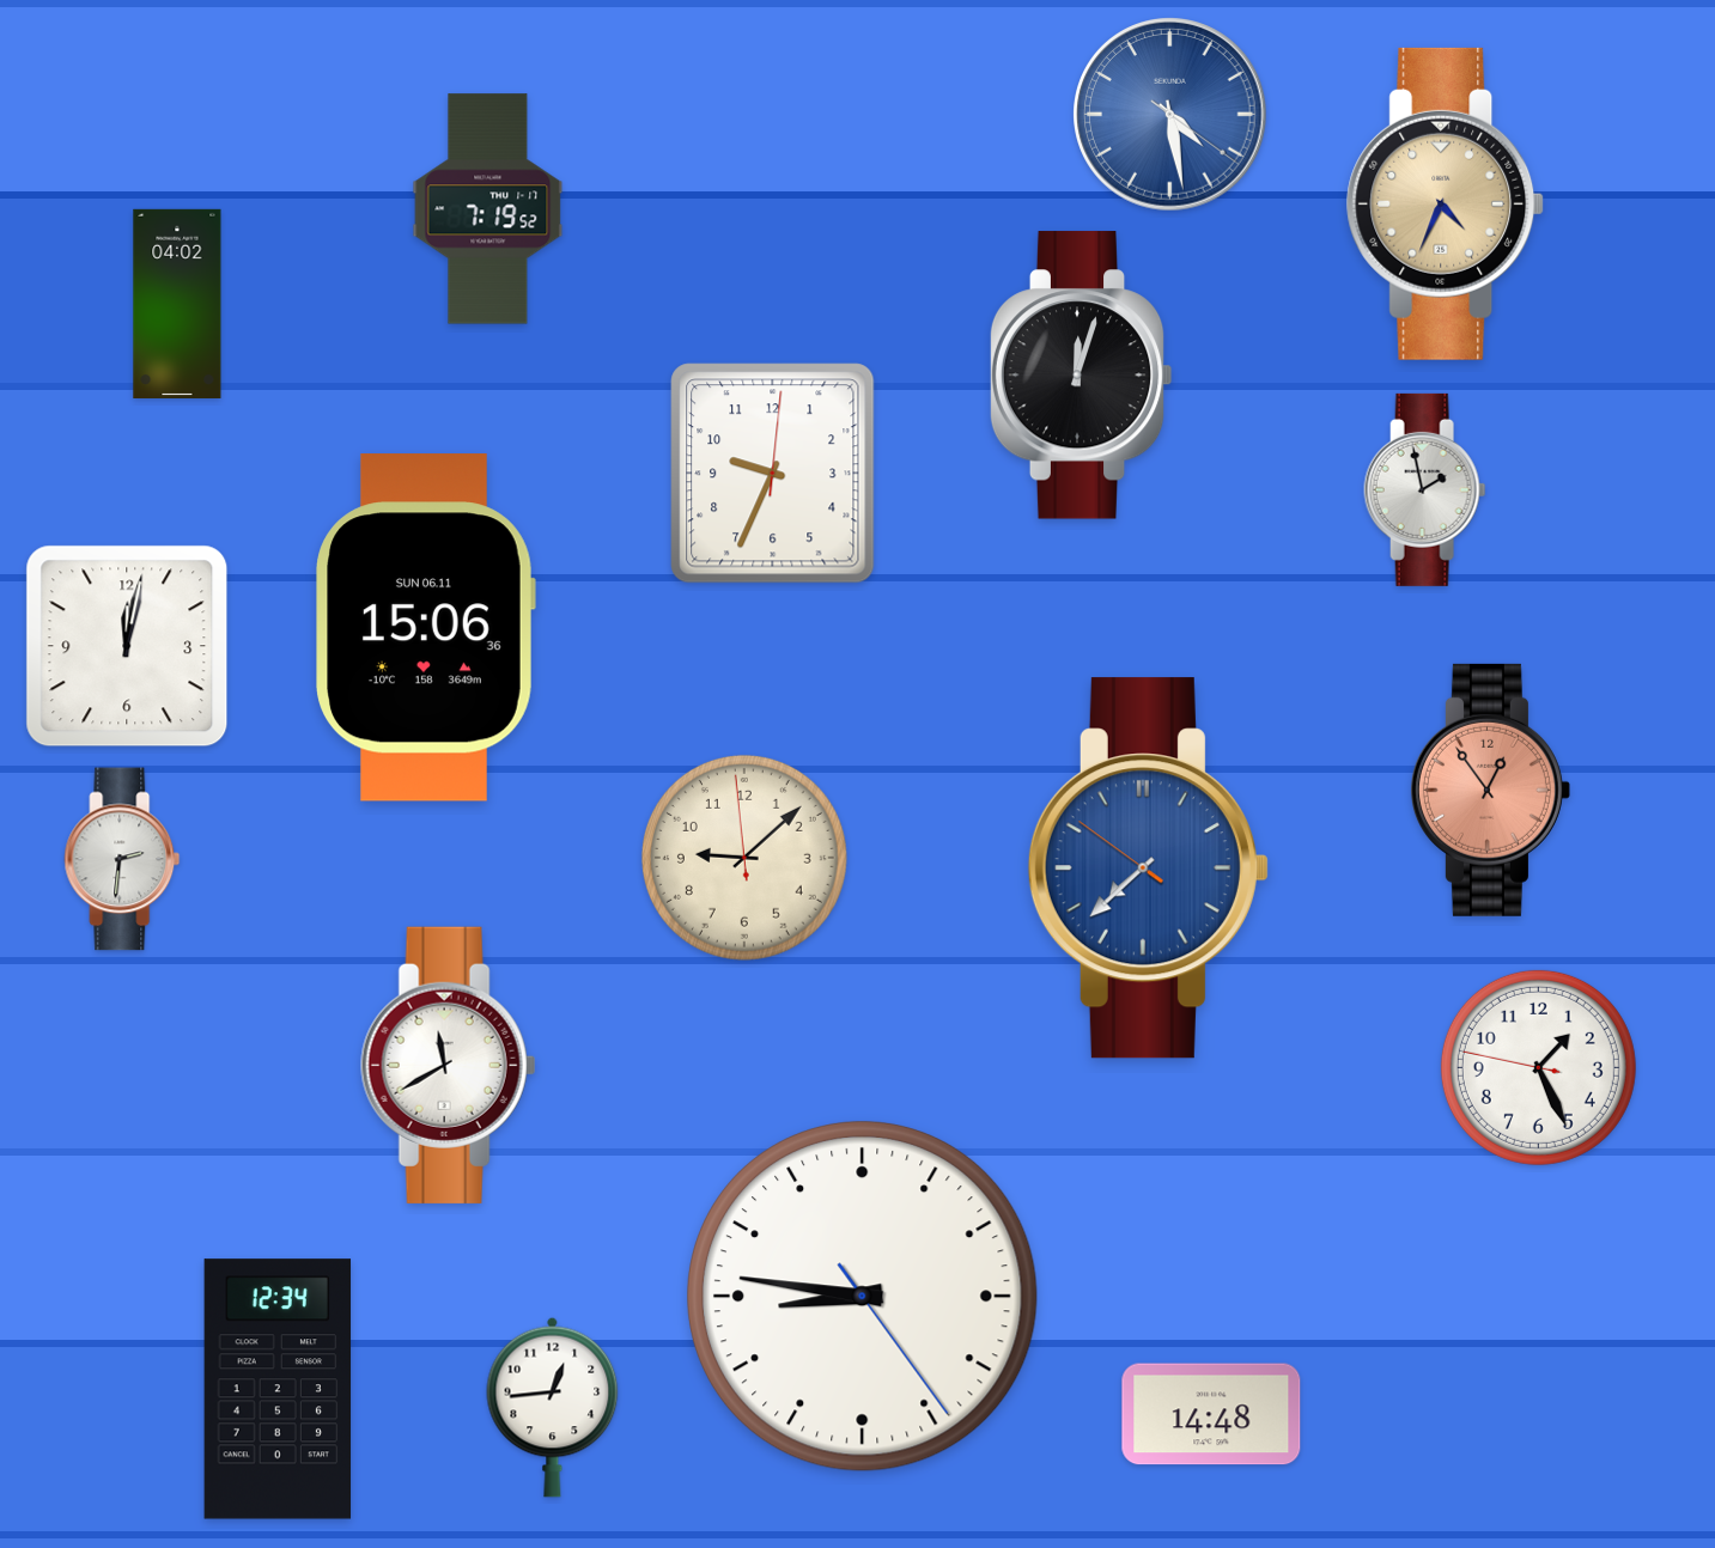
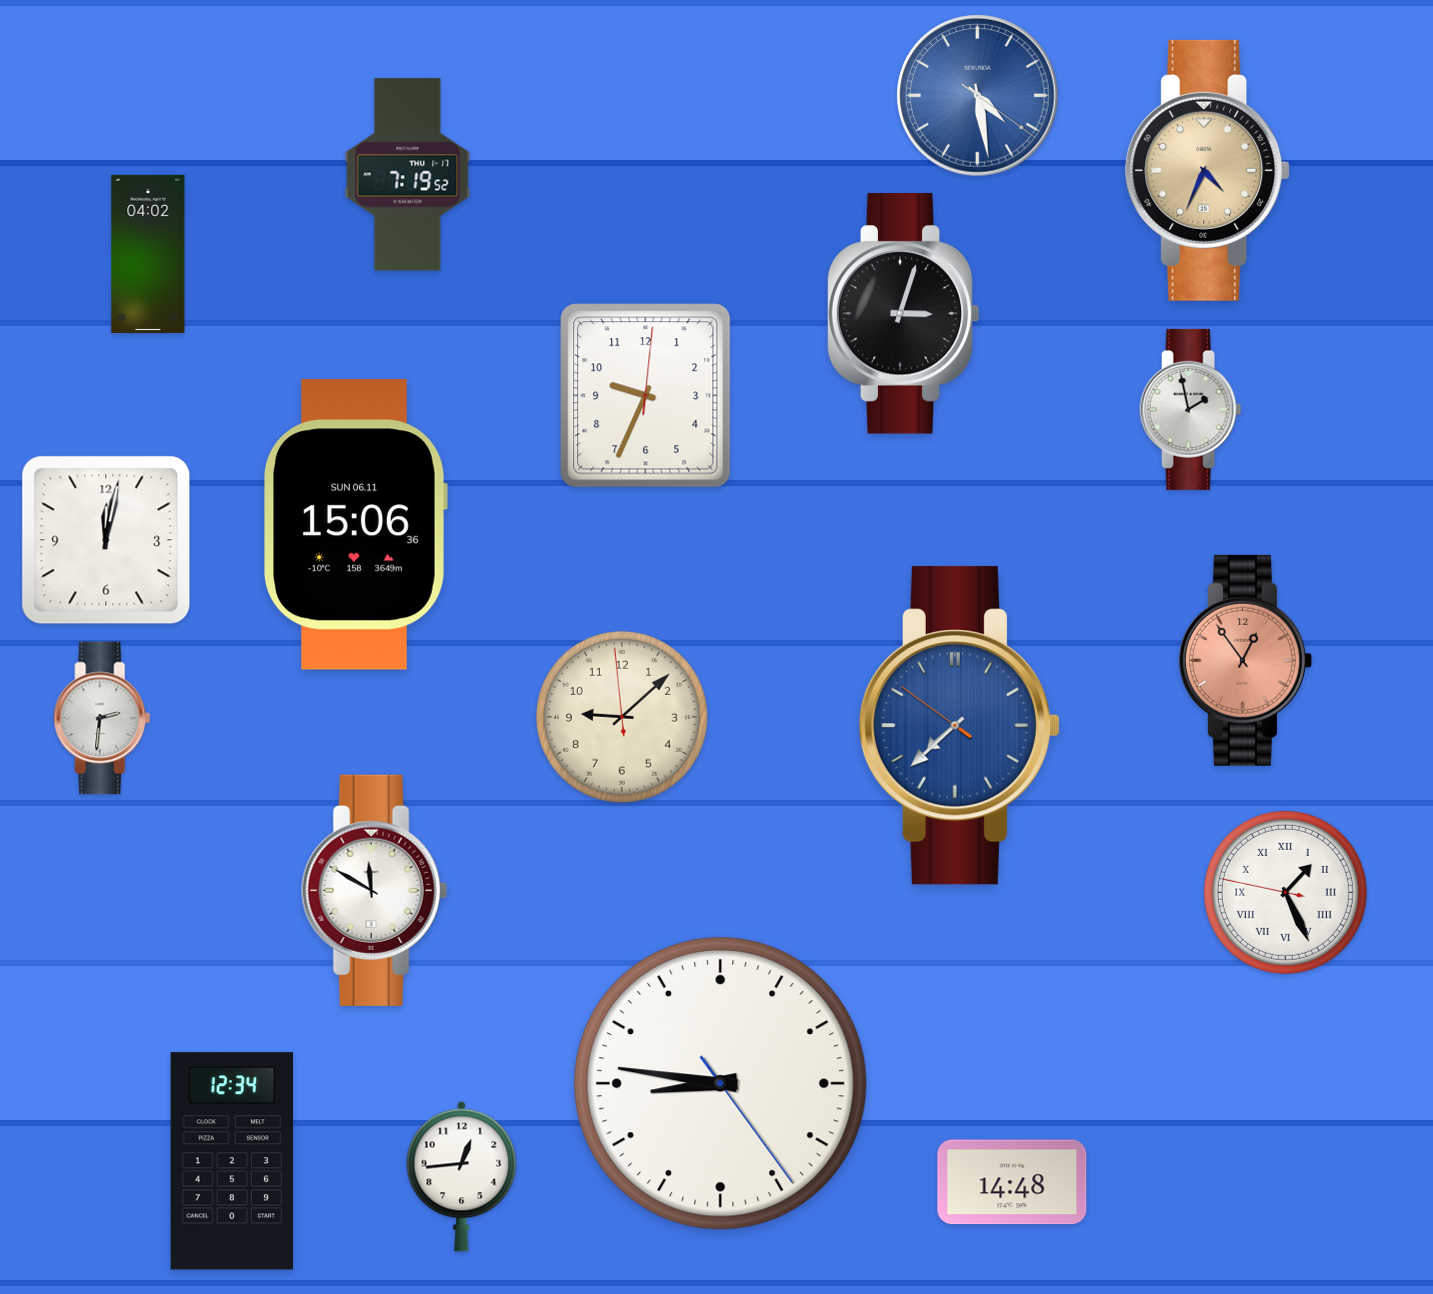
clock at (1081, 376): 12:03 -> 3:03
clock at (449, 1065): 11:40 -> 11:50
clock at (1538, 1067) numerals: Arabic -> Roman
